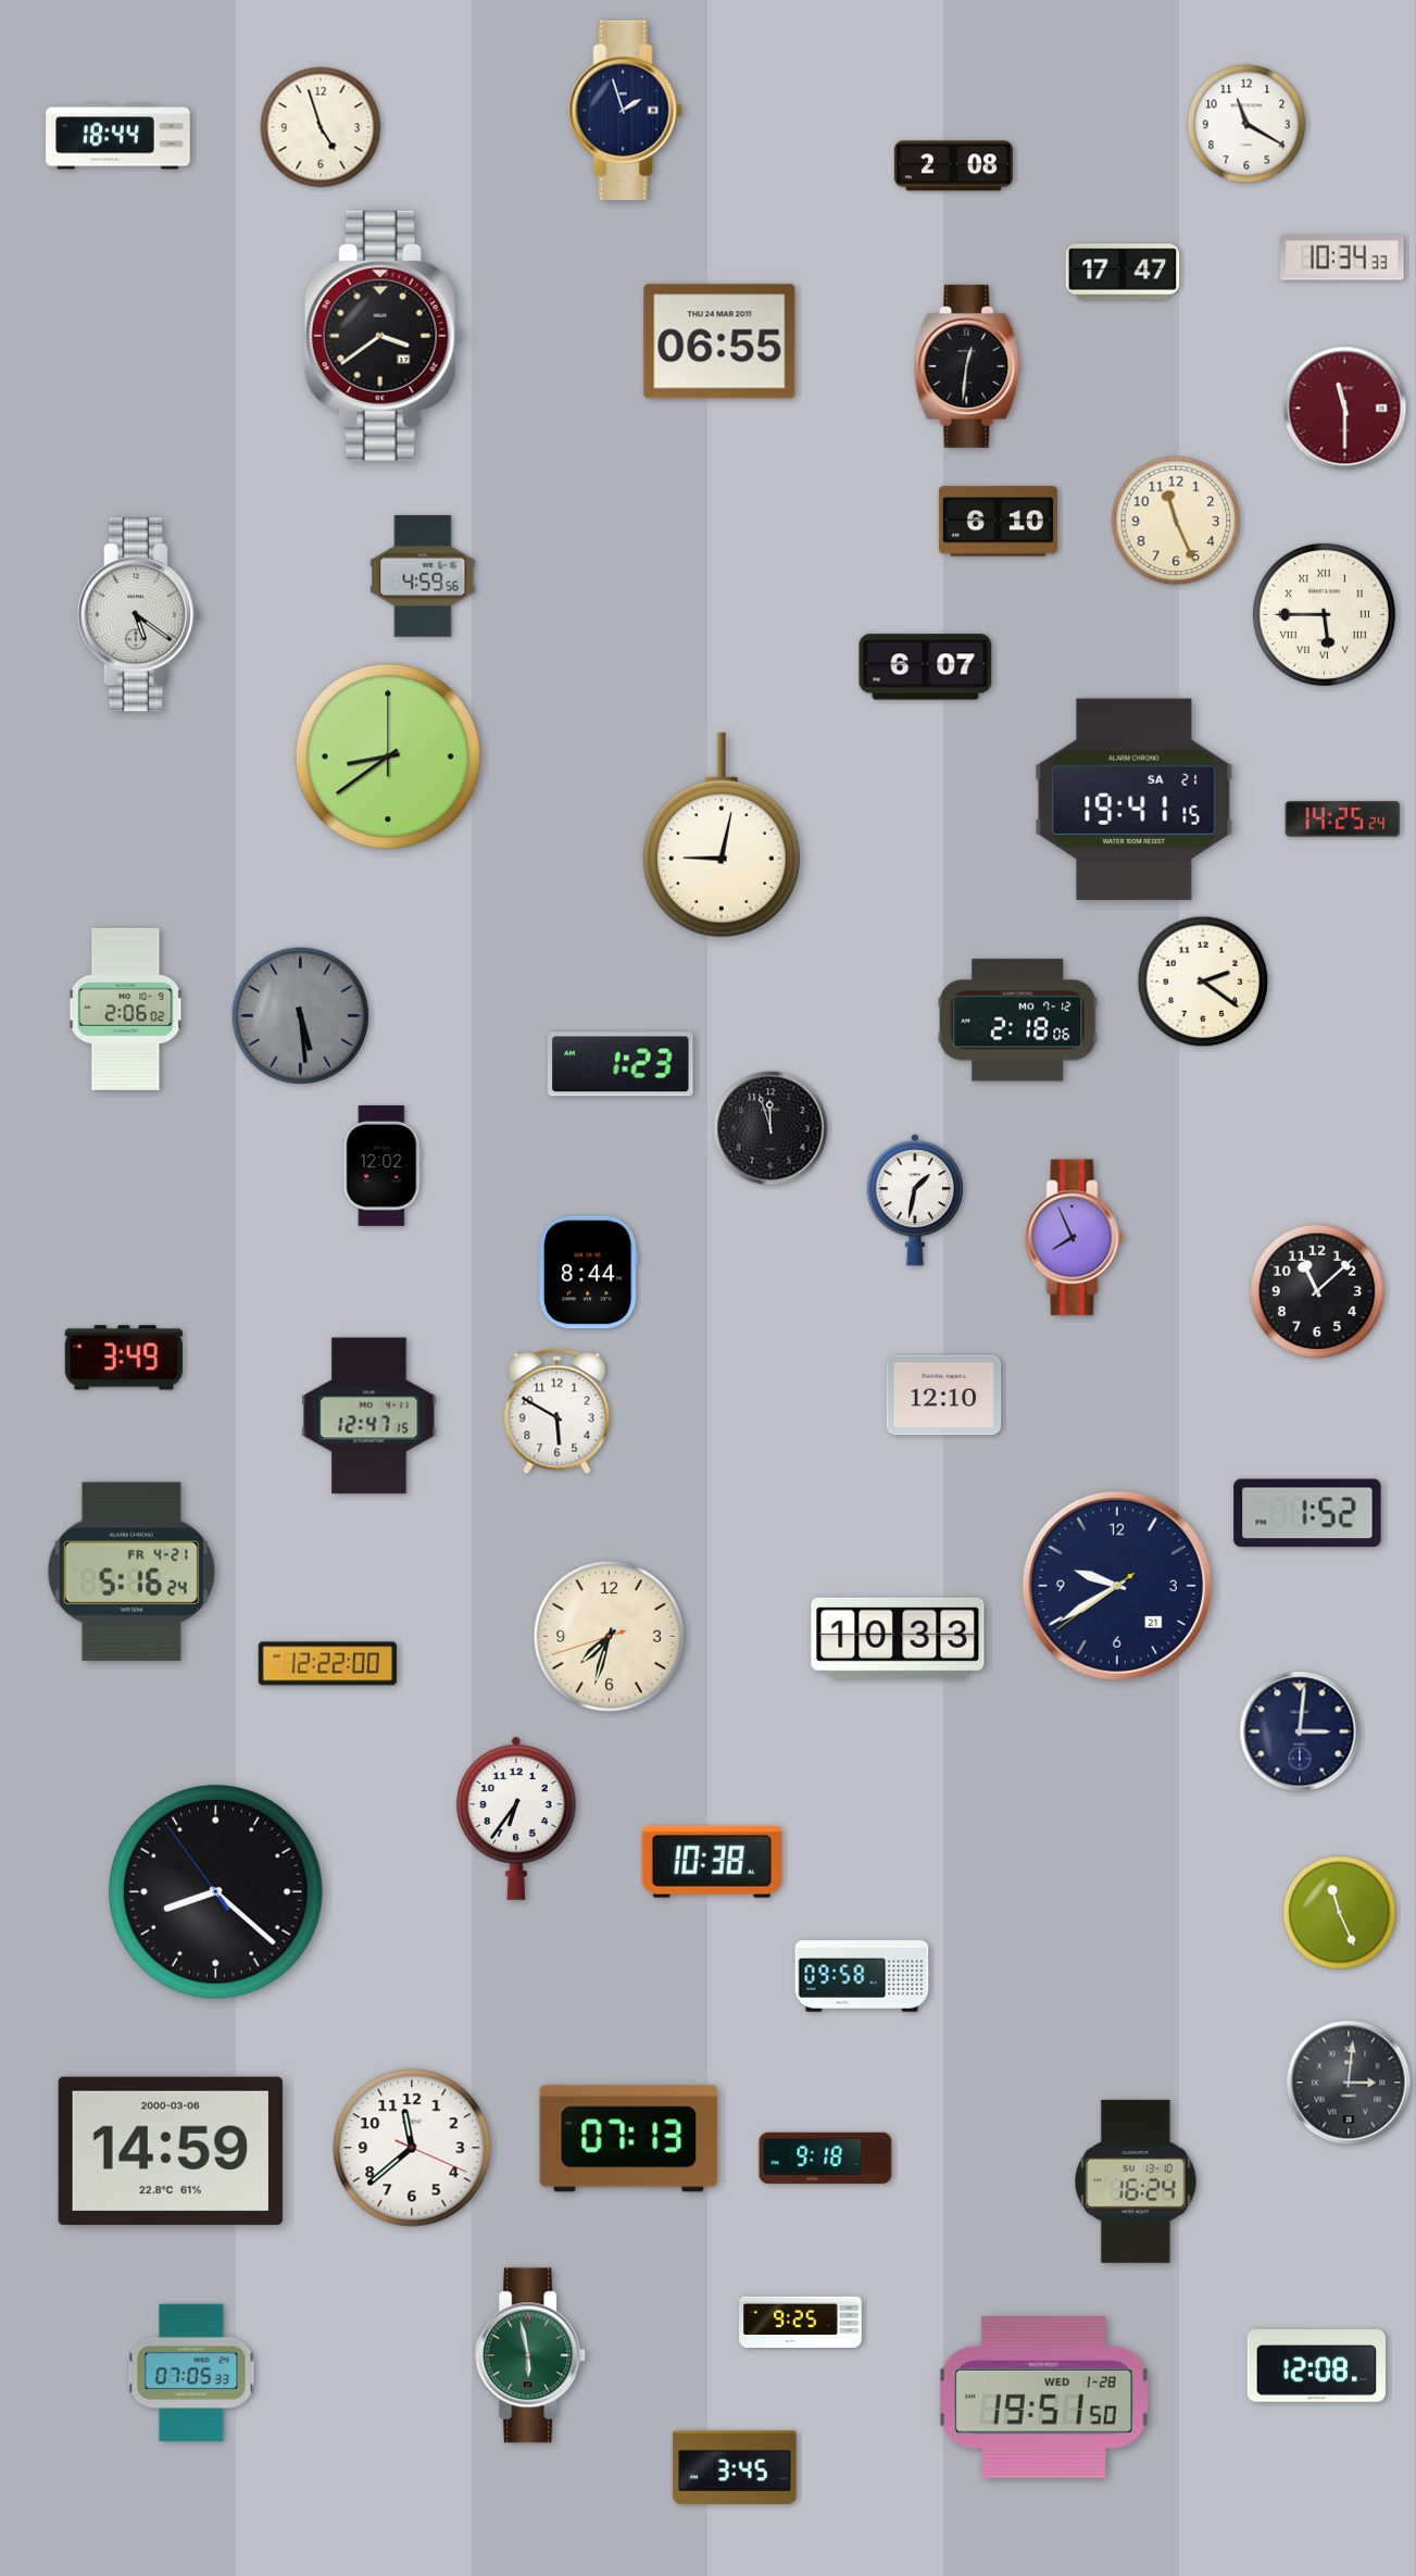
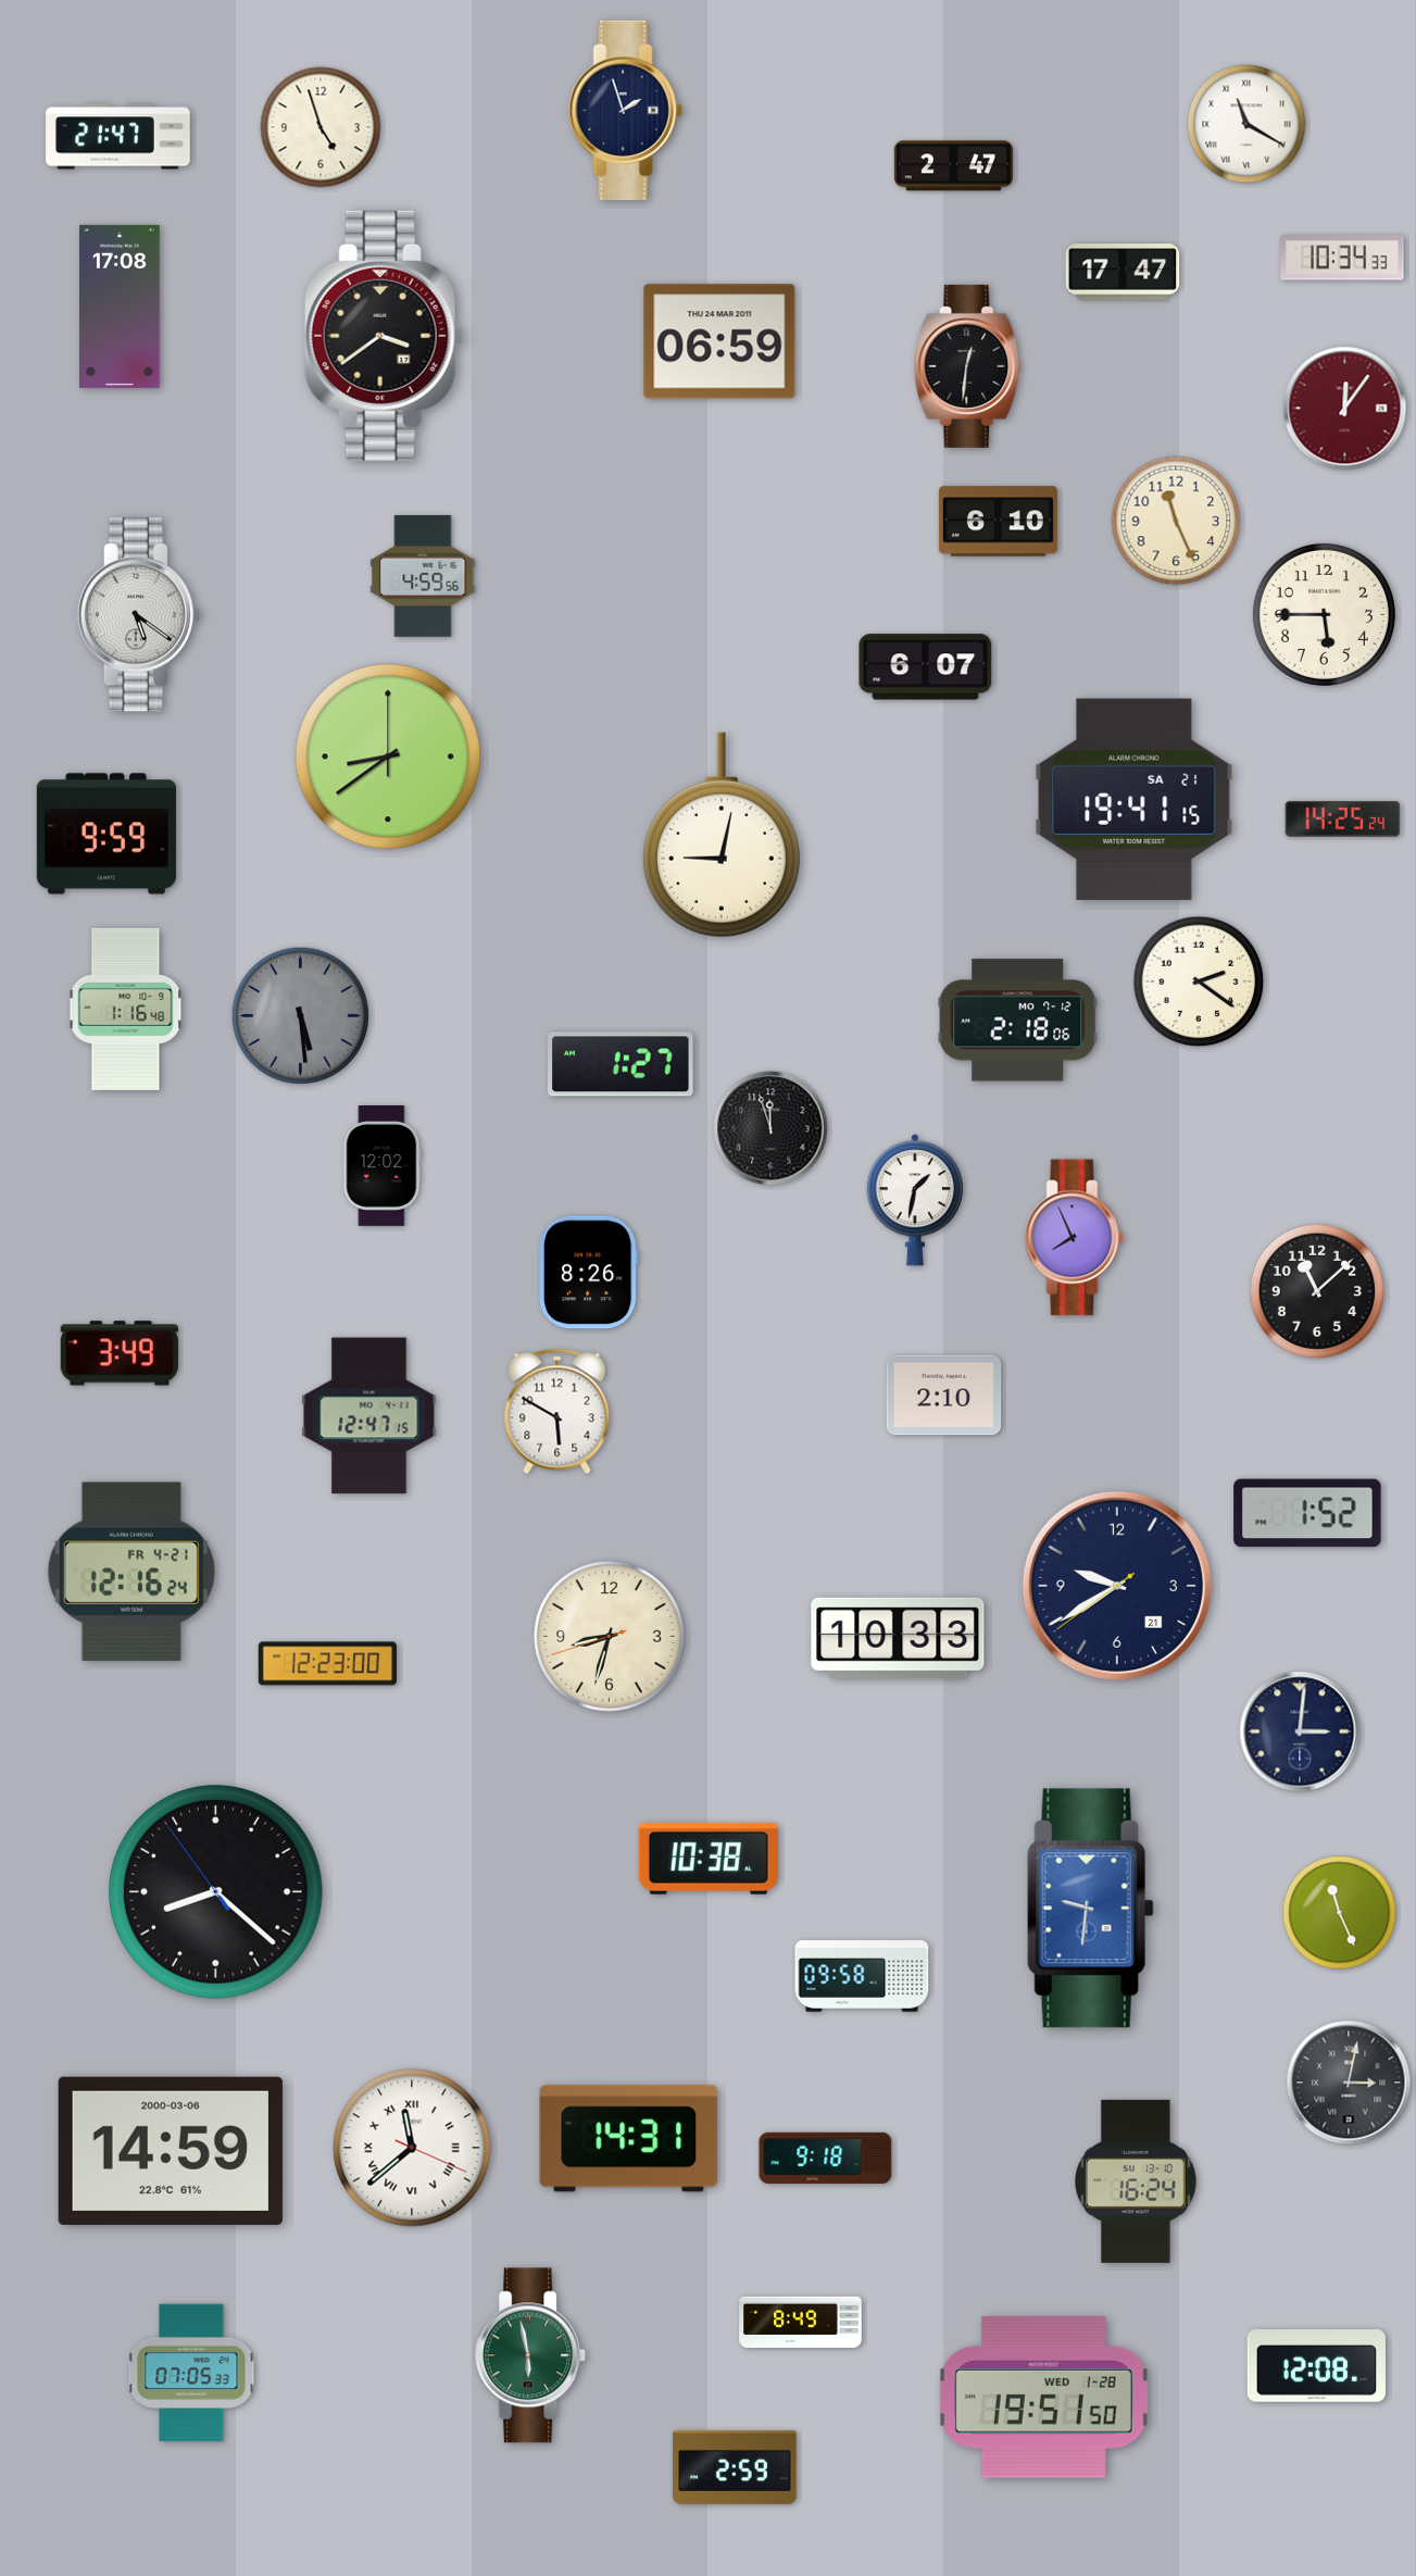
clock at (1246, 124) numerals: Arabic -> Roman
clock at (118, 137): 18:44 -> 21:47
clock at (953, 166): 2:08 -> 2:47
clock at (121, 307): none -> 17:08
clock at (719, 341): 06:55 -> 06:59
clock at (1345, 409): 11:30 -> 12:06
clock at (1324, 614) numerals: Roman -> Arabic
clock at (106, 834): none -> 9:59
clock at (1203, 981) position: (1203, 981) -> (1199, 981)
clock at (126, 1009): 2:06 -> 1:16
clock at (621, 1064): 1:23 -> 1:27
clock at (589, 1273): 8:44 -> 8:26
clock at (124, 1358) position: (124, 1358) -> (120, 1353)
clock at (944, 1396): 12:10 -> 2:10
clock at (131, 1572): 5:16 -> 12:16
clock at (610, 1637): 7:32 -> 8:32
clock at (327, 1664): 12:22 -> 12:23
clock at (516, 1818): 6:36 -> none
clock at (712, 1862) position: (712, 1862) -> (709, 1859)
clock at (1090, 1909): none -> 9:31
clock at (1349, 2083): 3:01 -> 3:02
clock at (629, 2139): 07:13 -> 14:31
clock at (412, 2148) numerals: Arabic -> Roman
clock at (801, 2322): 9:25 -> 8:49
clock at (735, 2467): 3:45 -> 2:59
